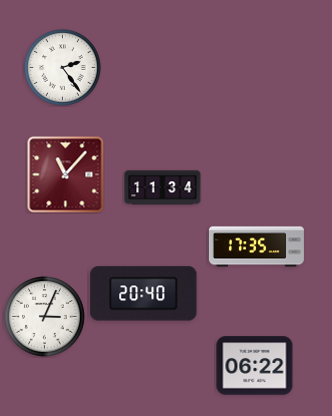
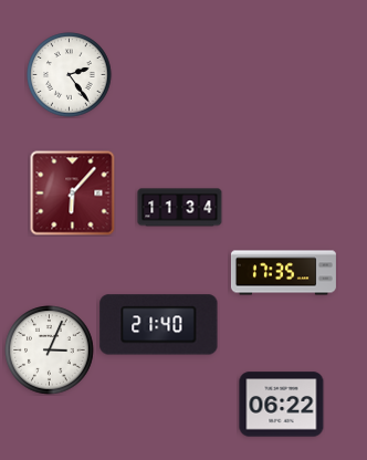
clock at (66, 175): 11:07 -> 6:07
clock at (144, 294): 20:40 -> 21:40
